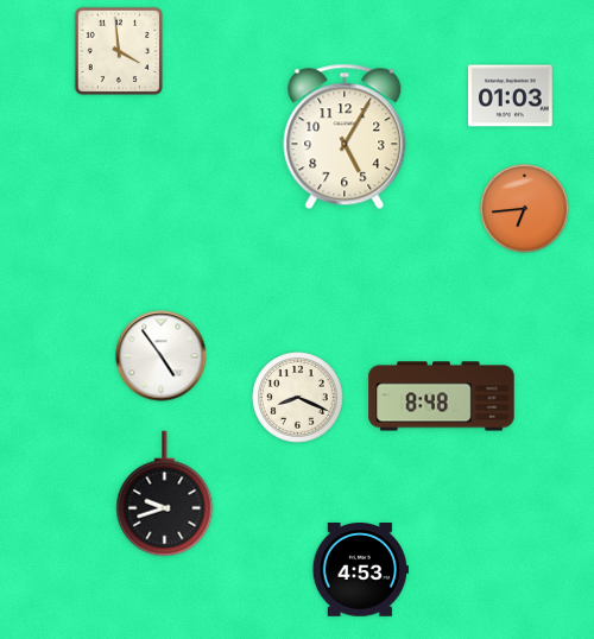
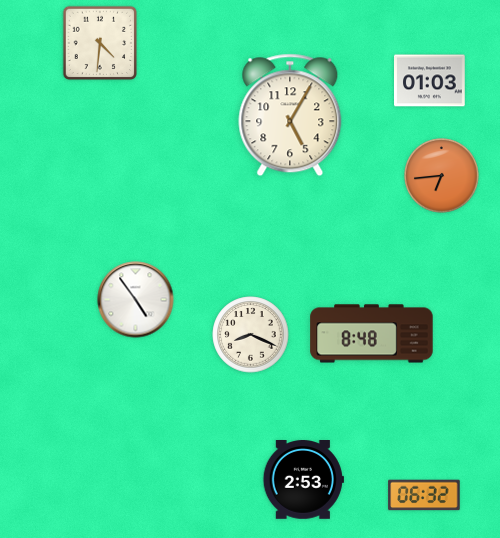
clock at (119, 51): 3:59 -> 4:31
clock at (165, 494): 9:42 -> none
clock at (360, 570): 4:53 -> 2:53
clock at (424, 495): none -> 06:32
